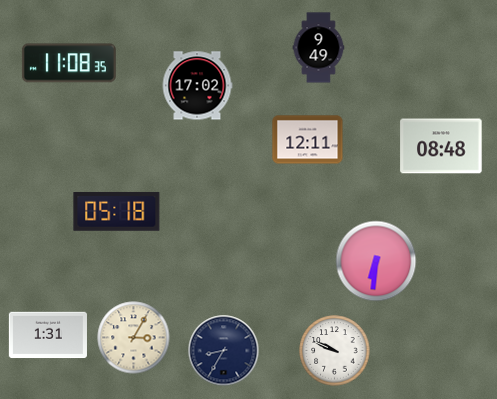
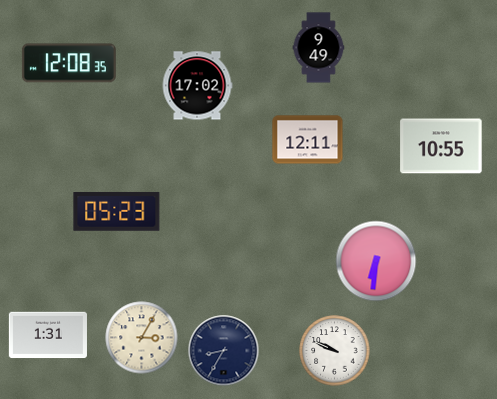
clock at (69, 63): 11:08 -> 12:08
clock at (441, 146): 08:48 -> 10:55
clock at (117, 211): 05:18 -> 05:23
clock at (134, 338) position: (134, 338) -> (142, 338)
